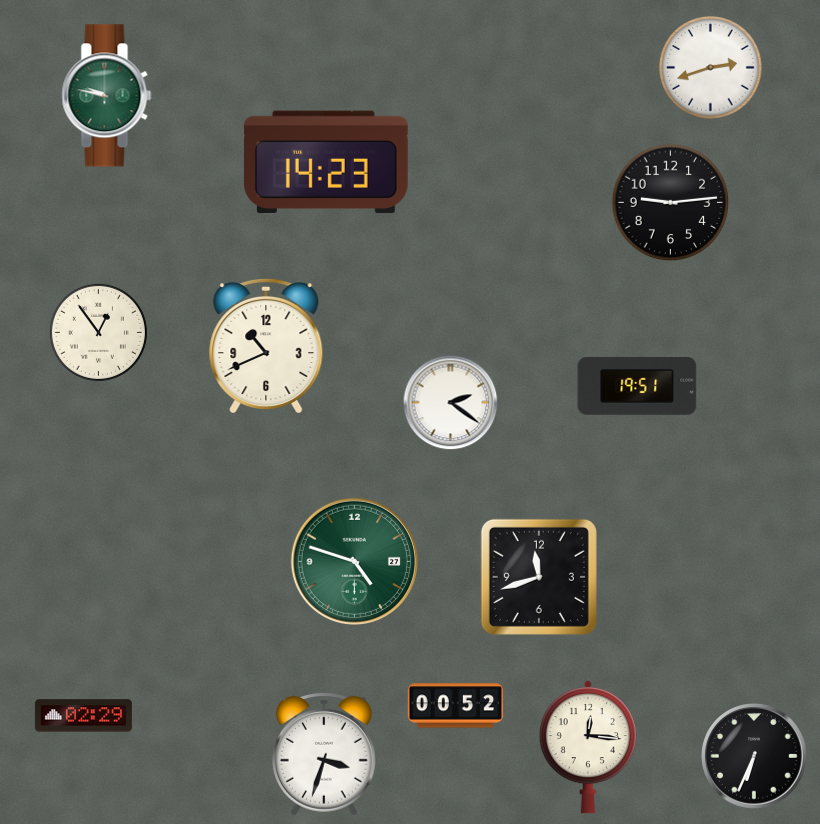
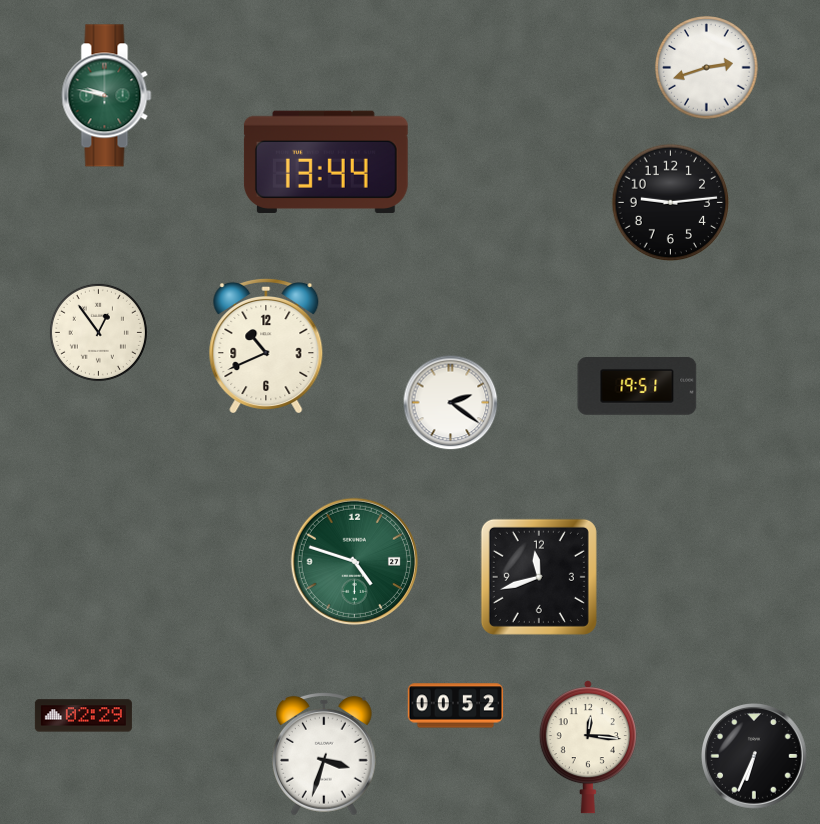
clock at (711, 68) position: (711, 68) -> (707, 68)
clock at (326, 162): 14:23 -> 13:44
